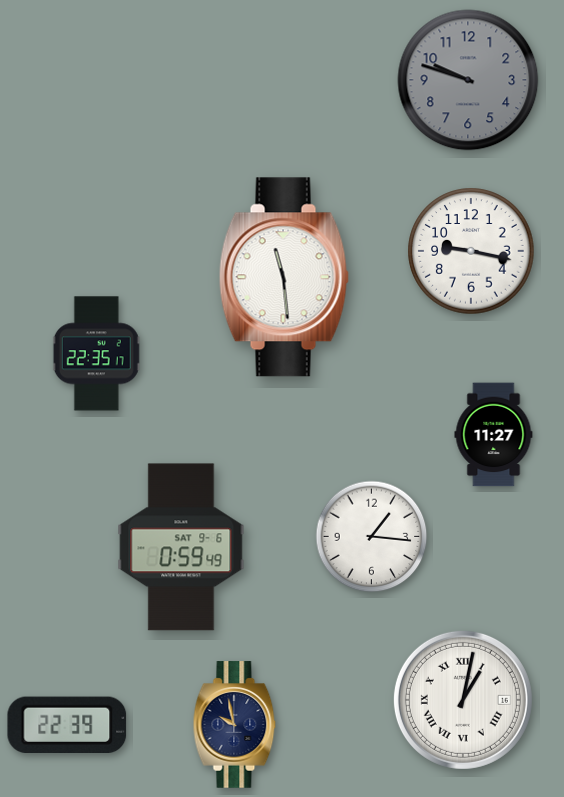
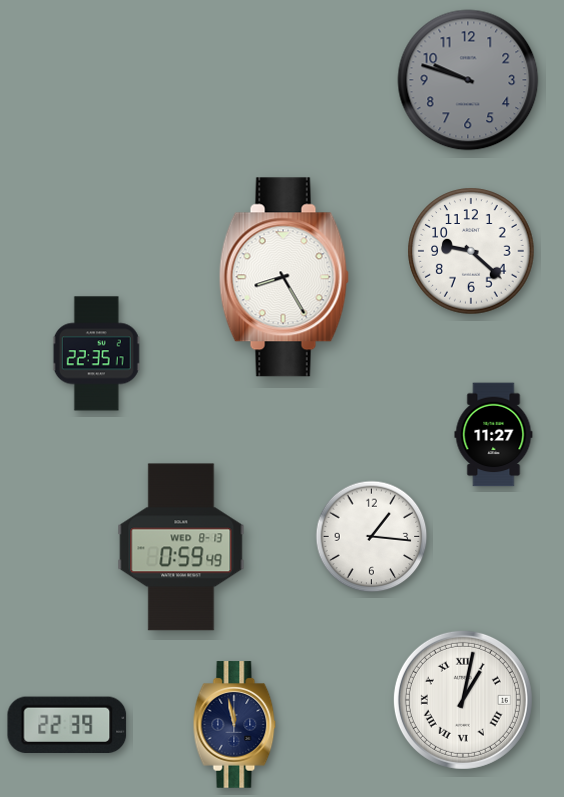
clock at (471, 251): 9:17 -> 9:22
clock at (284, 277): 11:29 -> 8:25
clock at (181, 547) date: SAT 9-6 -> WED 8-13
clock at (235, 725): 9:58 -> 11:58
